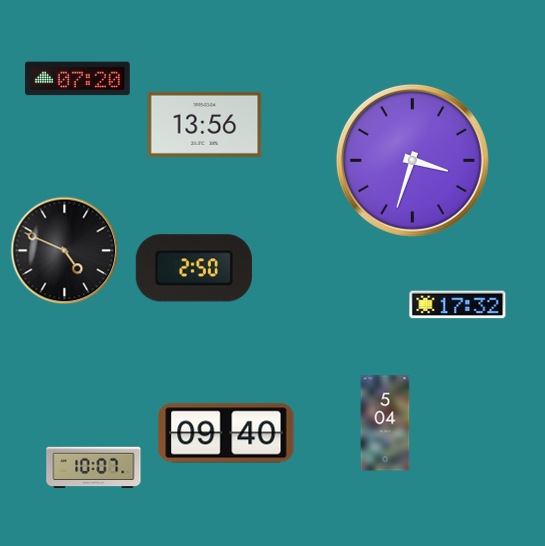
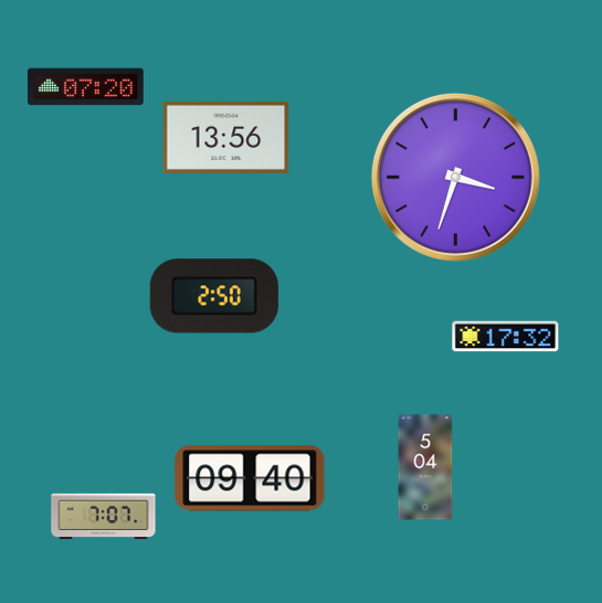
clock at (65, 251): 4:49 -> none
clock at (94, 468): 10:07 -> 7:07
